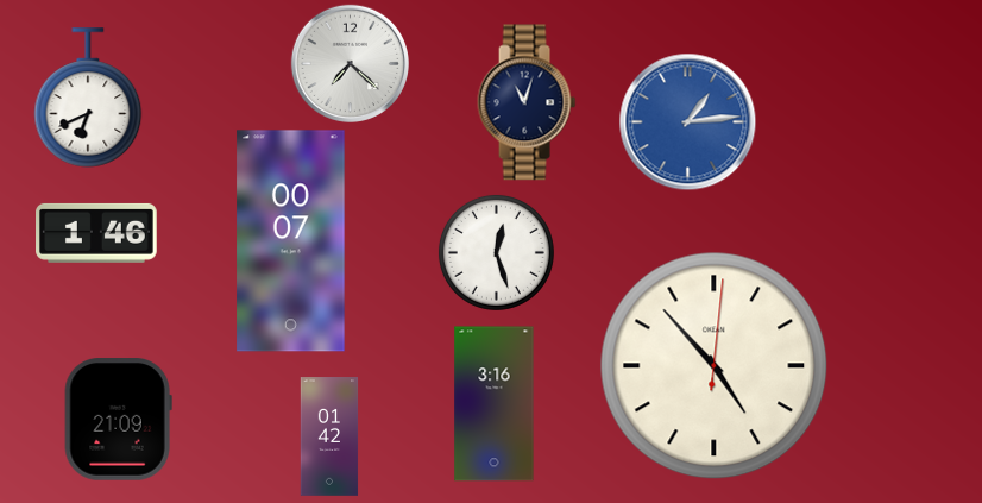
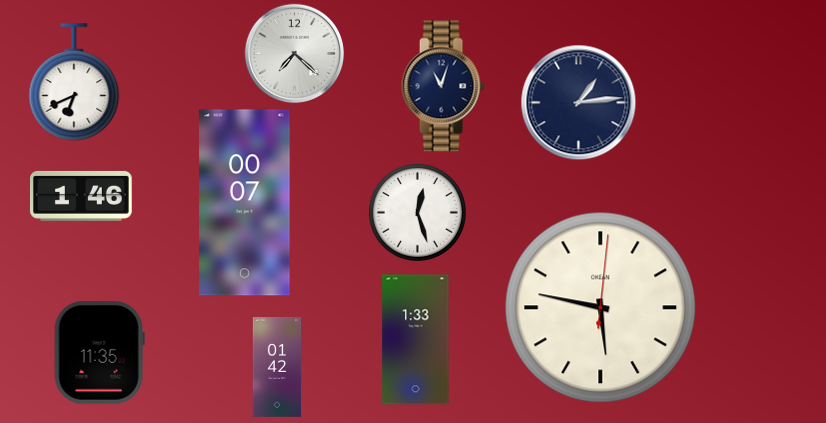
clock at (687, 121) dial: blue -> navy
clock at (715, 366): 4:53 -> 5:47
clock at (495, 404): 3:16 -> 1:33
clock at (118, 420): 21:09 -> 11:35
